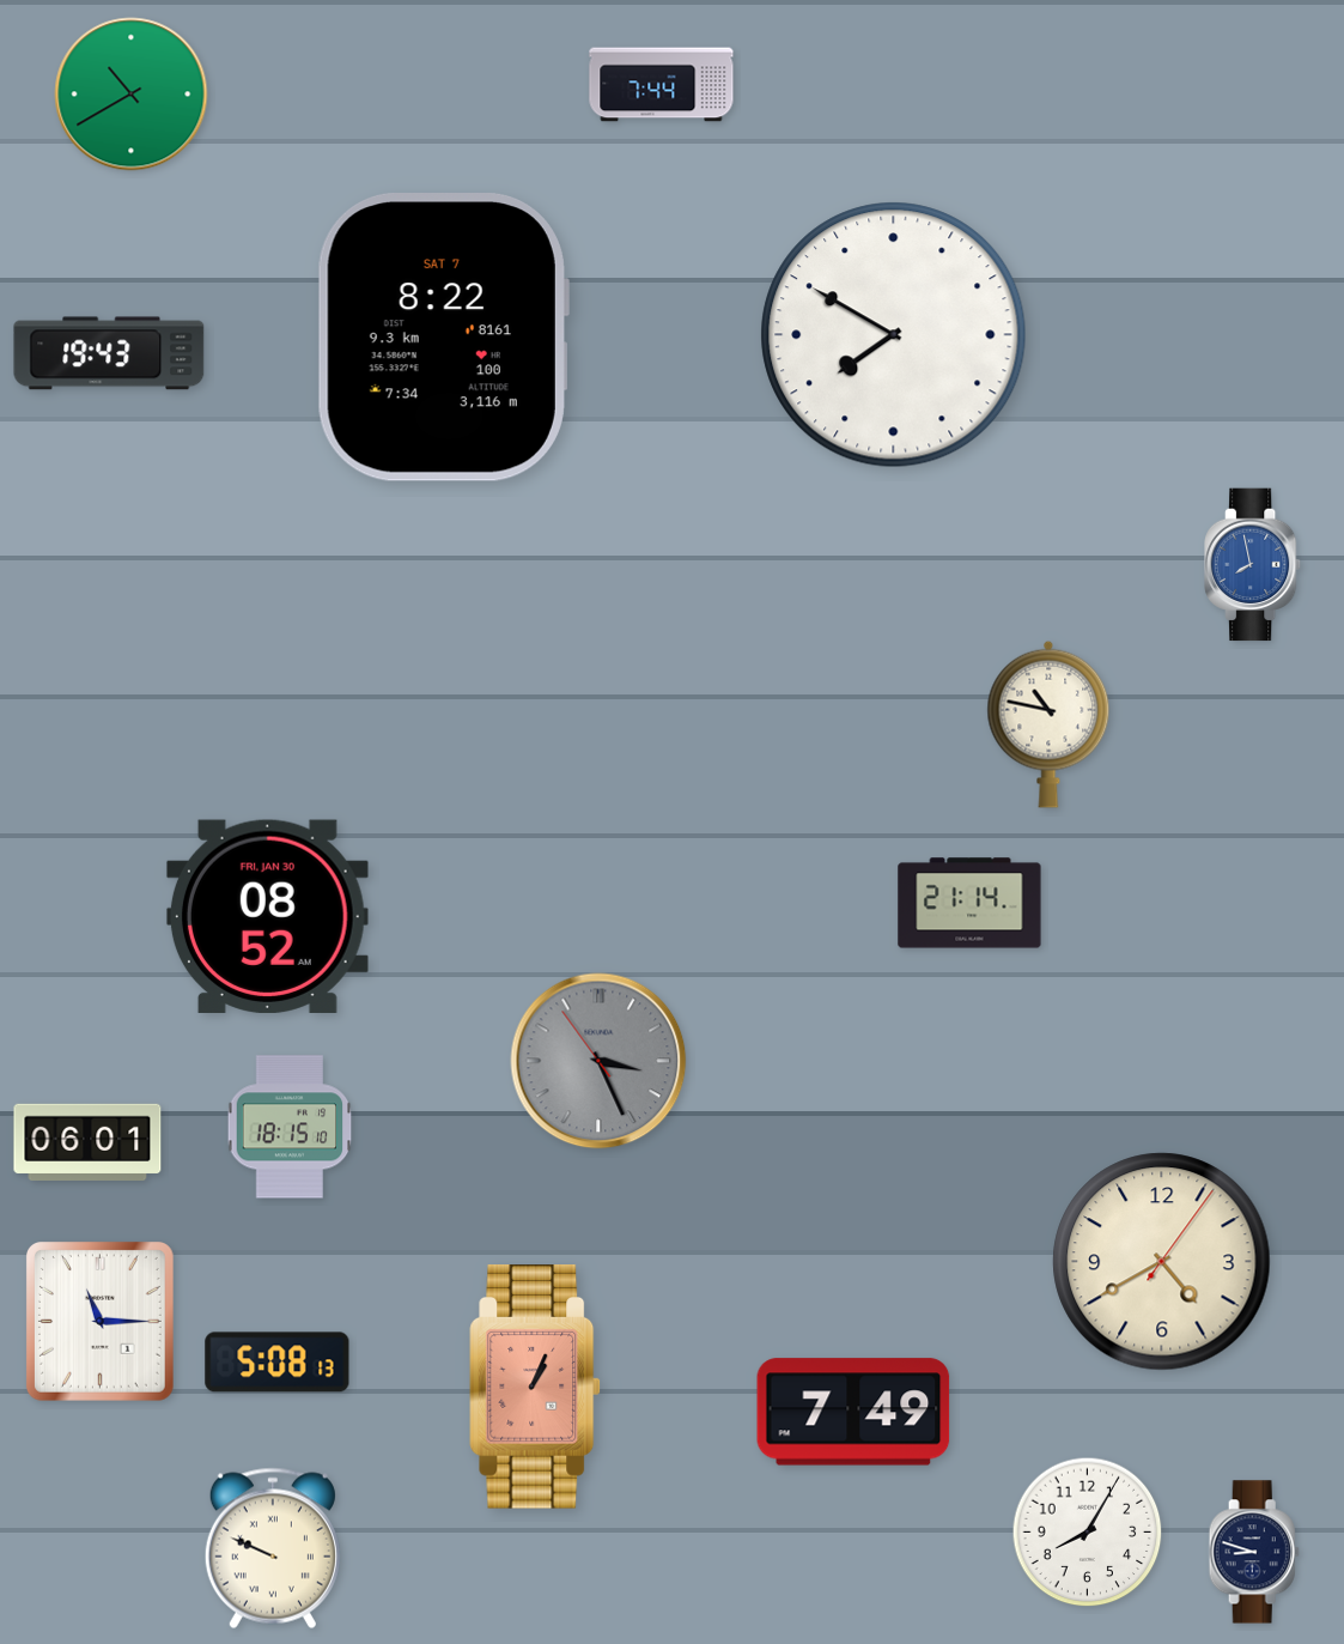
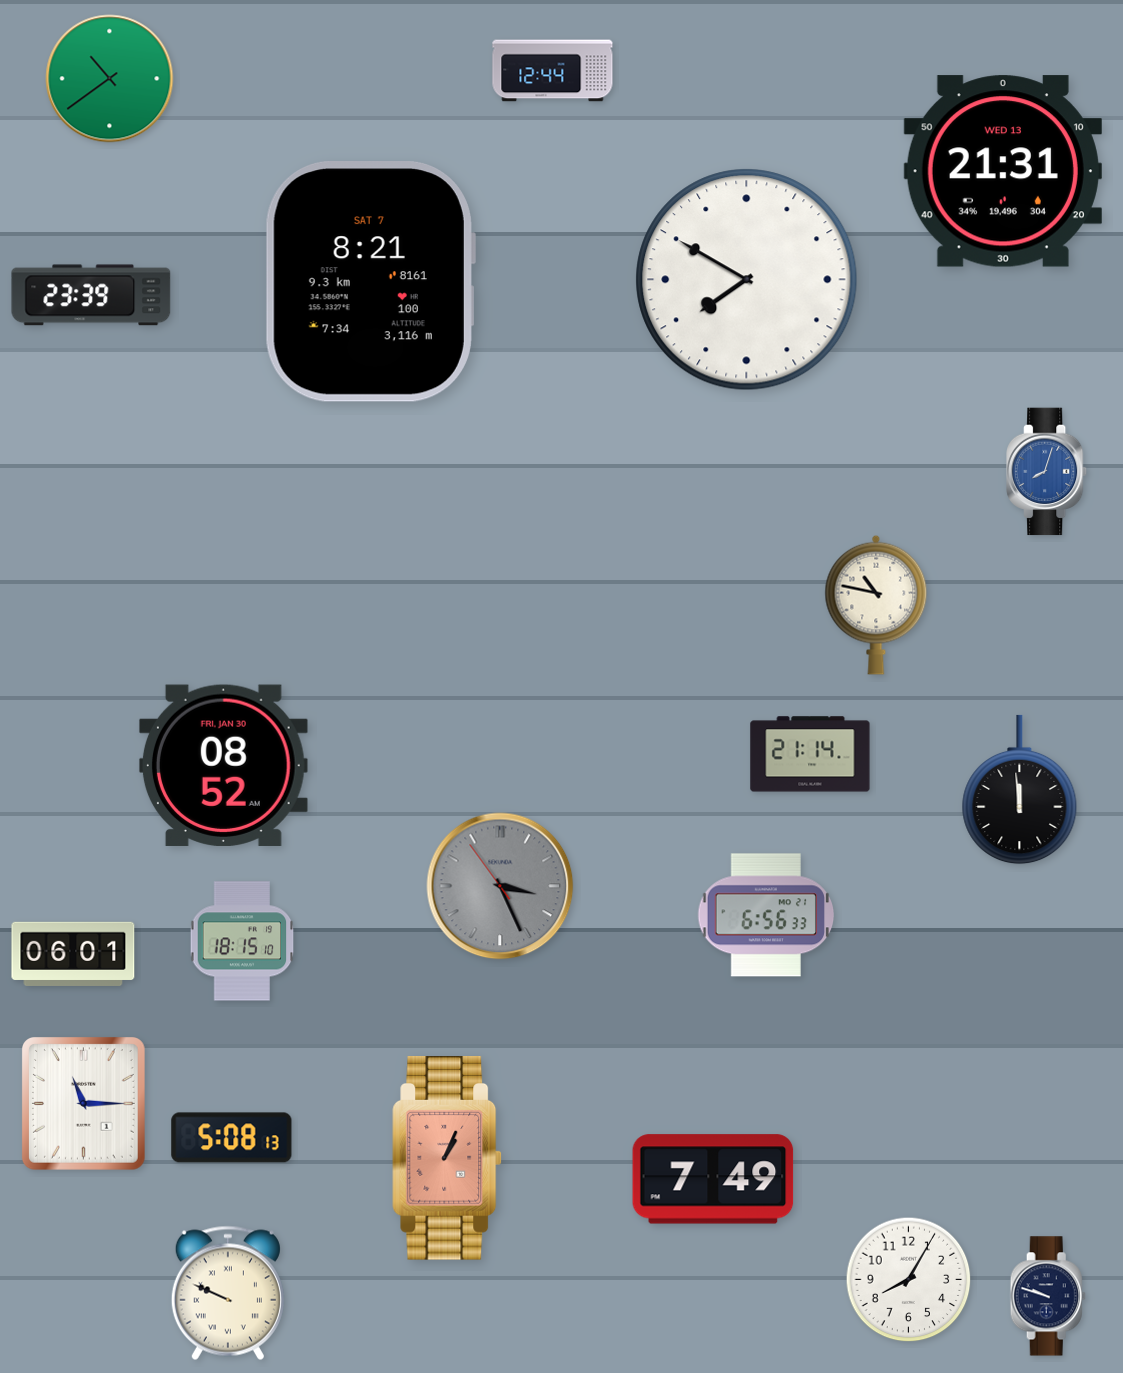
clock at (662, 85): 7:44 -> 12:44
clock at (132, 95): 10:40 -> 10:39
clock at (1003, 171): none -> 21:31
clock at (443, 338): 8:22 -> 8:21
clock at (109, 353): 19:43 -> 23:39
clock at (1253, 565): 7:58 -> 8:03
clock at (1020, 790): none -> 11:59
clock at (766, 915): none -> 6:56
clock at (1162, 1262): 4:40 -> none
clock at (1254, 1552): 8:48 -> 9:48
